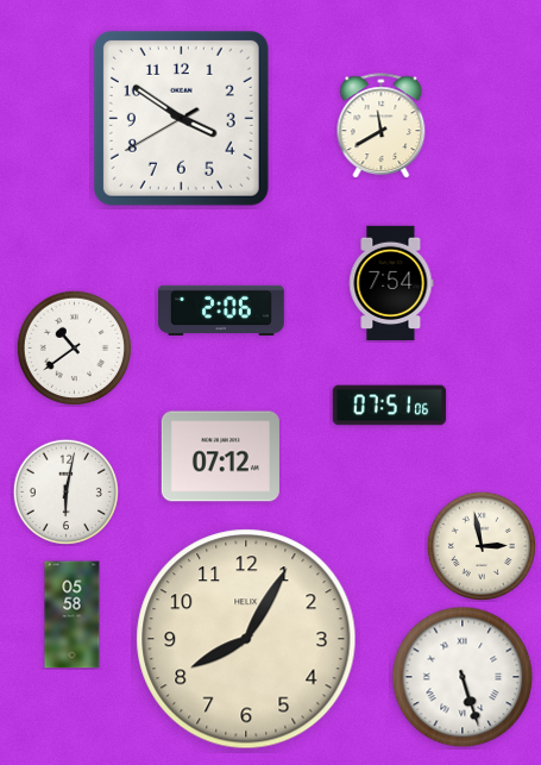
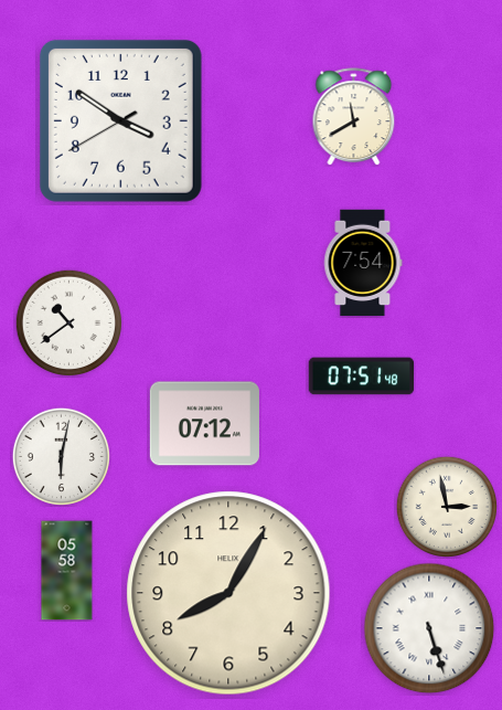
clock at (181, 118) position: (181, 118) -> (120, 120)
clock at (222, 309): 2:06 -> none
clock at (390, 406): 07:51:06 -> 07:51:48
